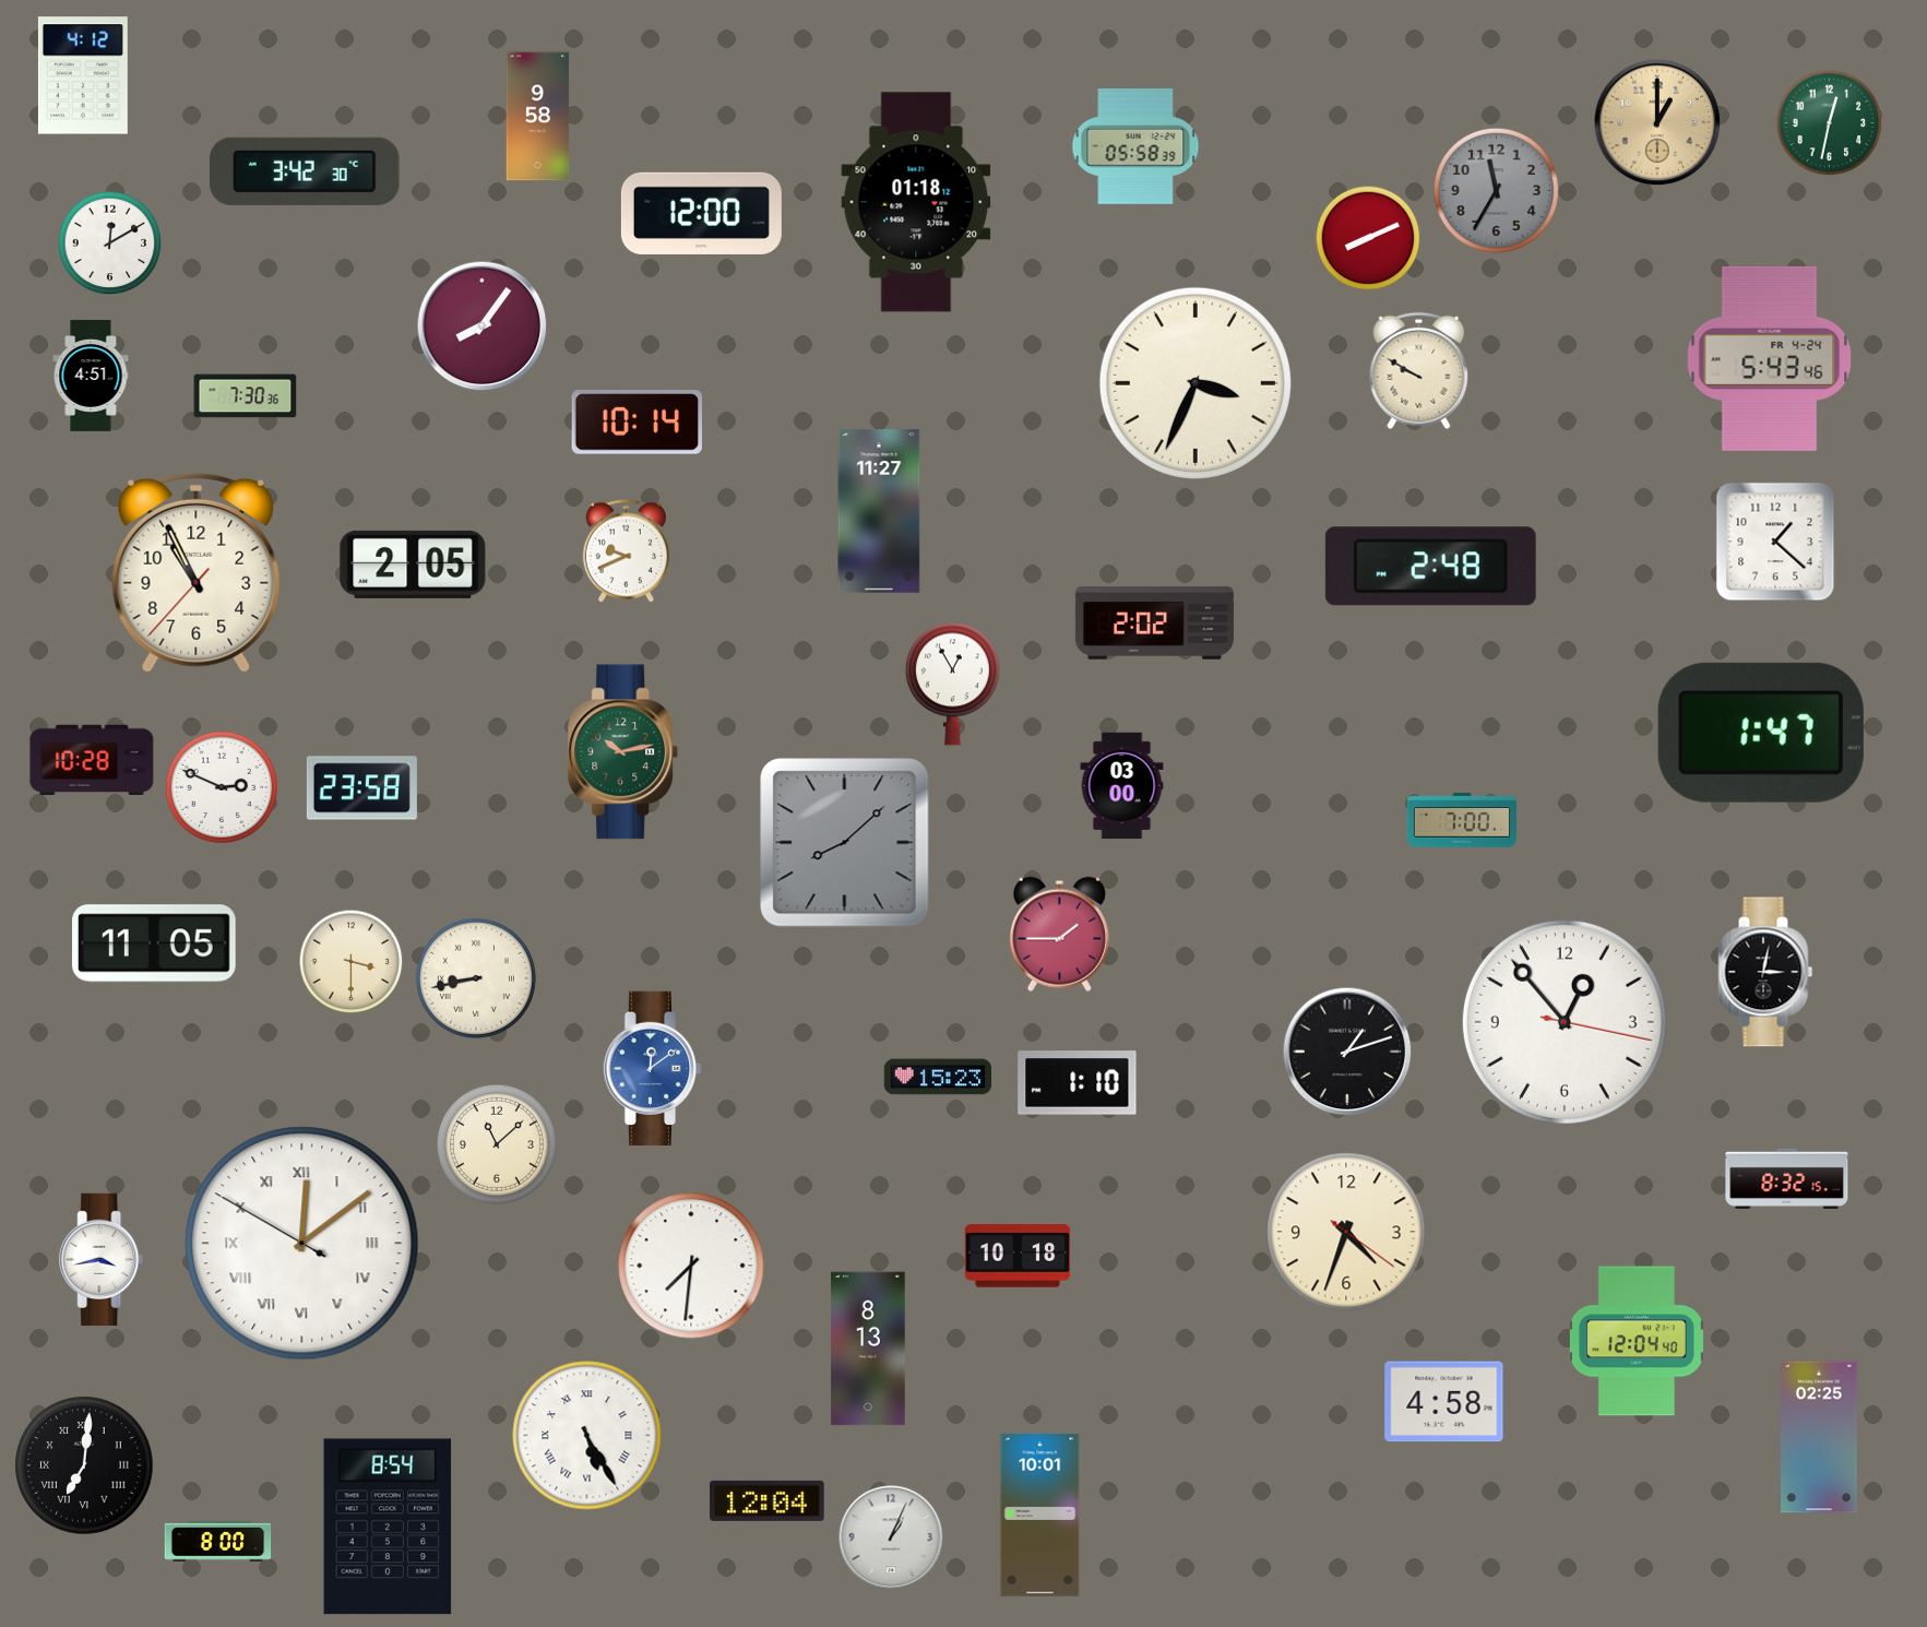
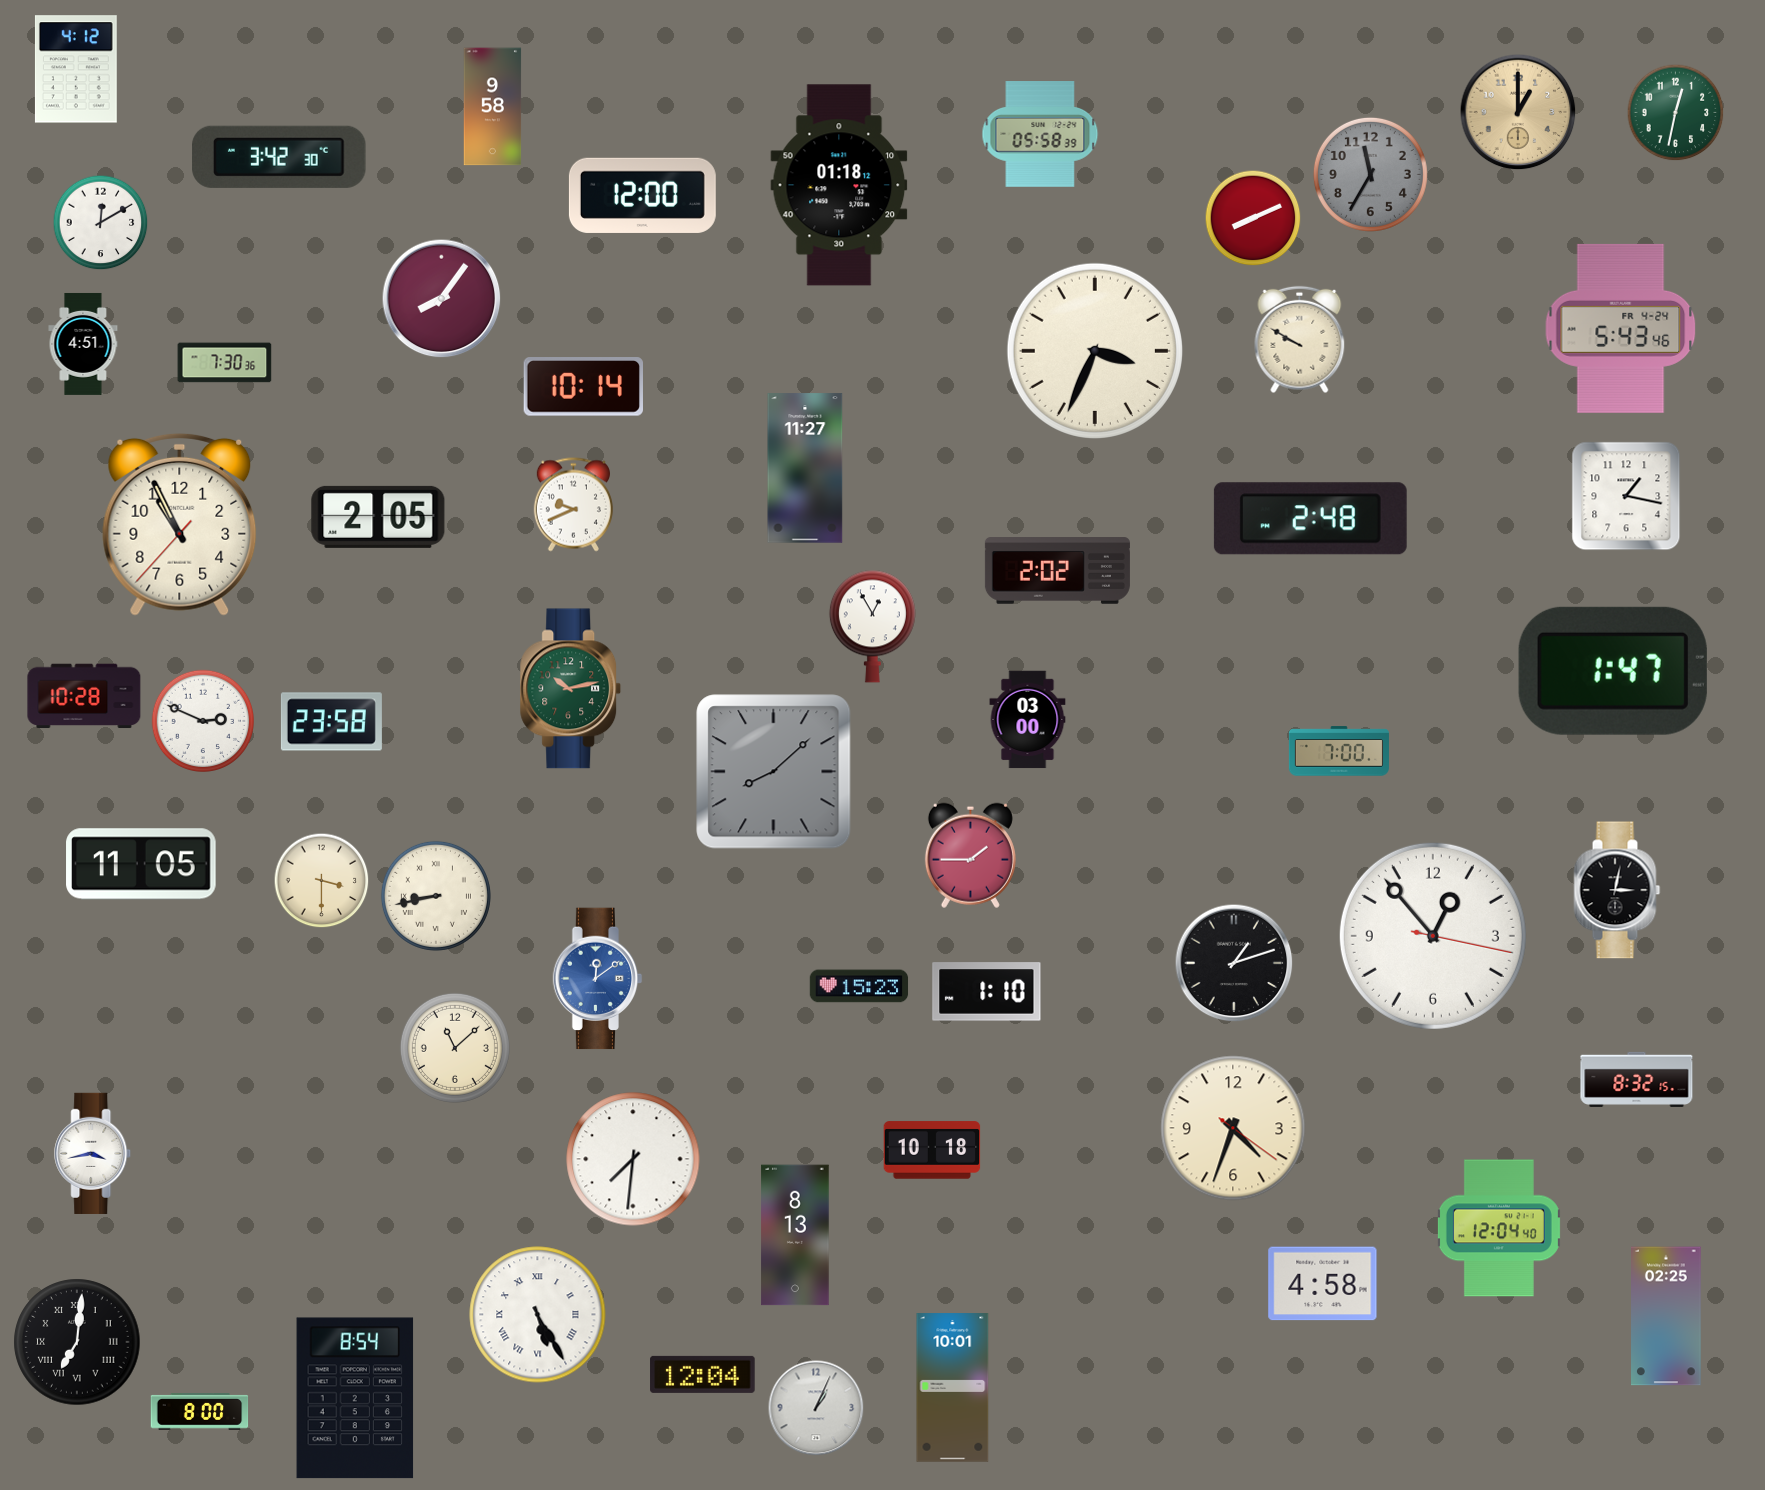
clock at (1775, 542): 1:22 -> 1:17
clock at (302, 1244): 12:08 -> none
